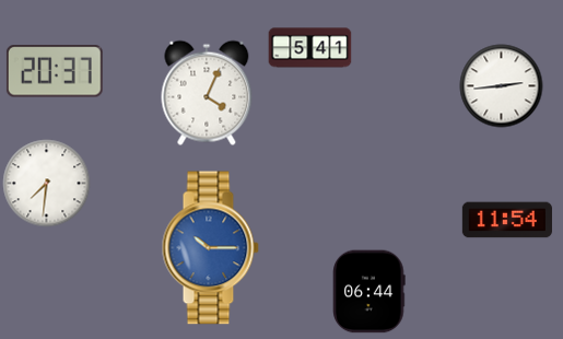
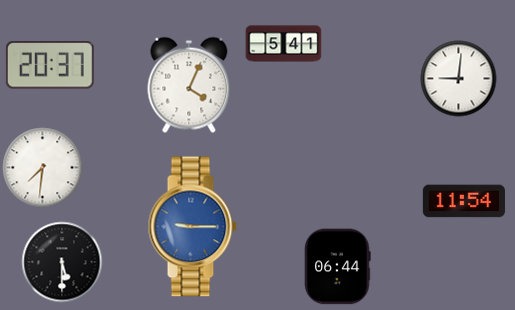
clock at (502, 86): 2:44 -> 9:01
clock at (210, 248): 10:15 -> 9:15
clock at (62, 262): none -> 5:30
